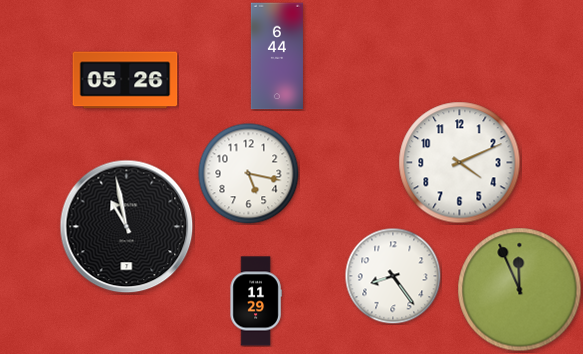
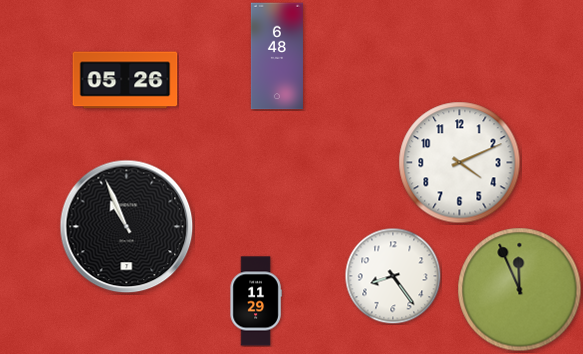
clock at (277, 56): 6:44 -> 6:48
clock at (249, 174): 5:17 -> none
clock at (127, 227): 10:58 -> 10:56
